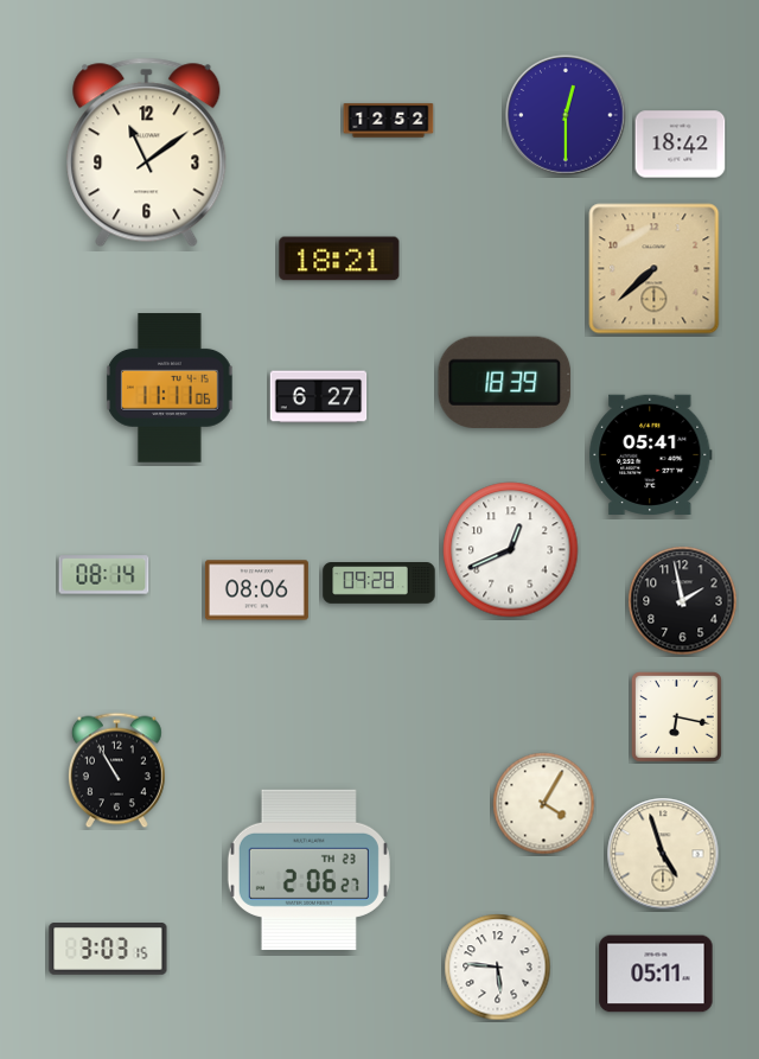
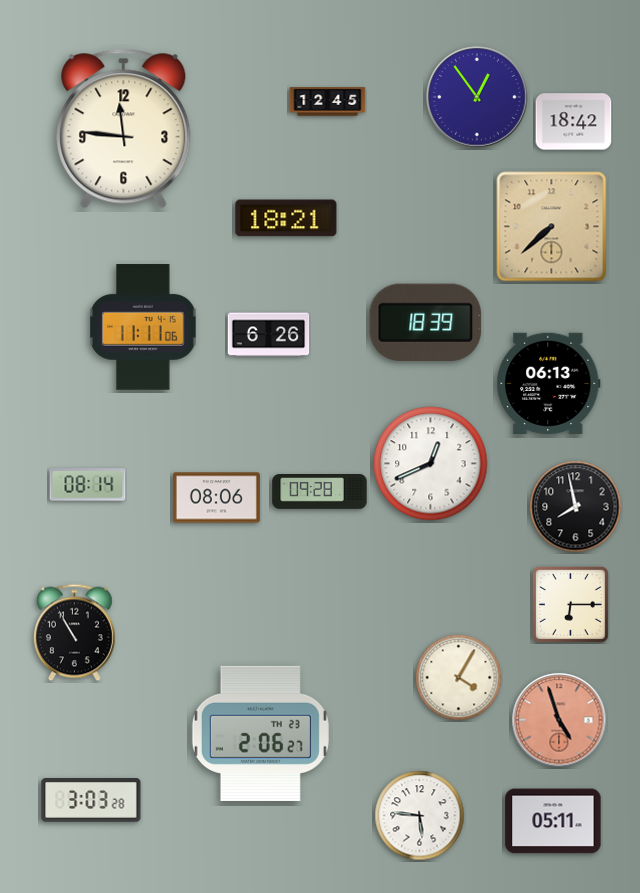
clock at (566, 115): 12:30 -> 12:54
clock at (389, 121): 12:52 -> 12:45
clock at (147, 153): 11:09 -> 11:46
clock at (319, 397): 6:27 -> 6:26
clock at (651, 454): 05:41 -> 06:13
clock at (683, 601): 1:58 -> 7:58
clock at (676, 716): 6:17 -> 6:15
clock at (116, 771) position: (116, 771) -> (74, 633)
clock at (663, 854) dial: cream -> salmon
clock at (108, 950): 3:03:15 -> 3:03:28
